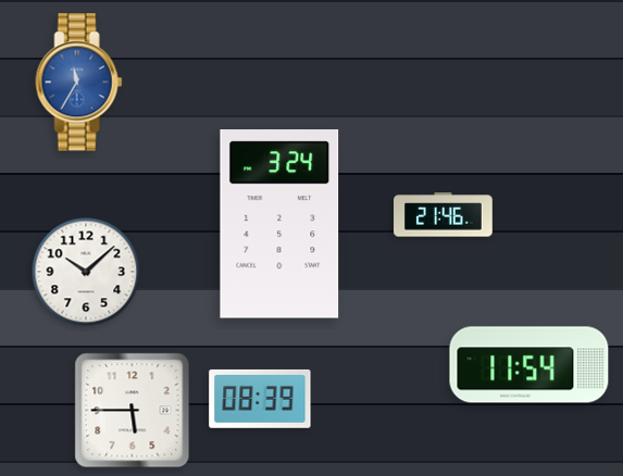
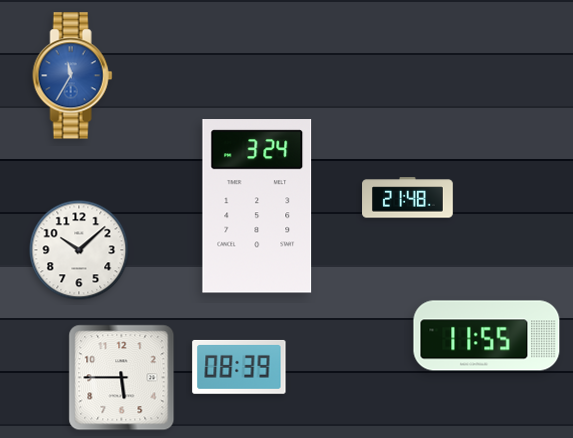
clock at (444, 215): 21:46 -> 21:48
clock at (529, 365): 11:54 -> 11:55
